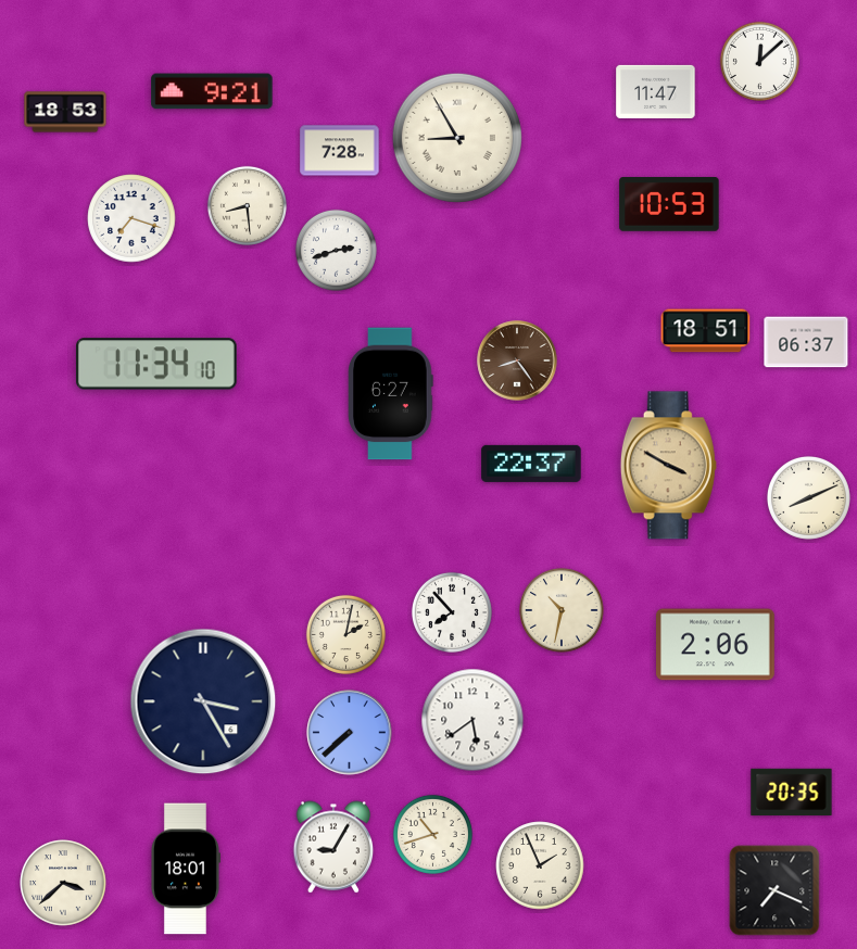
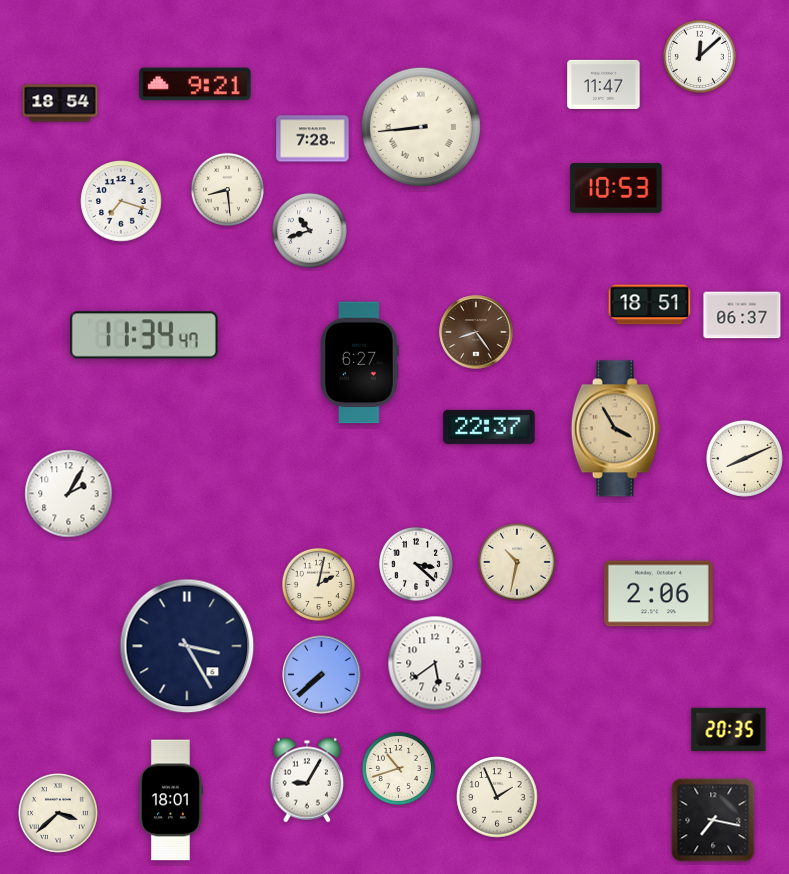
clock at (65, 112): 18:53 -> 18:54
clock at (457, 138): 8:55 -> 8:44
clock at (336, 250): 2:42 -> 10:42
clock at (156, 364): 11:34:10 -> 11:34:47
clock at (668, 466): 3:50 -> 3:55
clock at (69, 494): none -> 2:05
clock at (452, 612): 7:53 -> 3:22
clock at (774, 890): 7:19 -> 7:17
